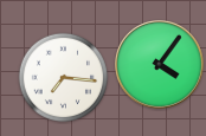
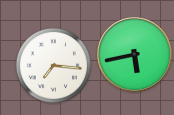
clock at (159, 64): 4:06 -> 5:43
